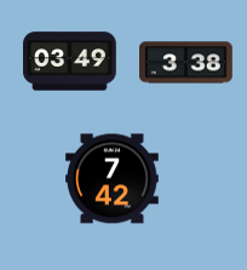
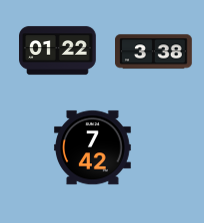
clock at (70, 62): 03:49 -> 01:22
